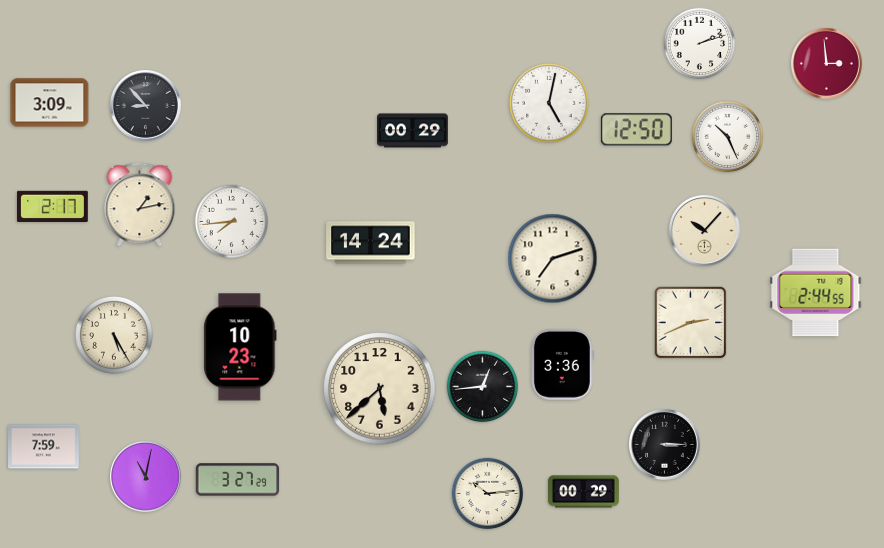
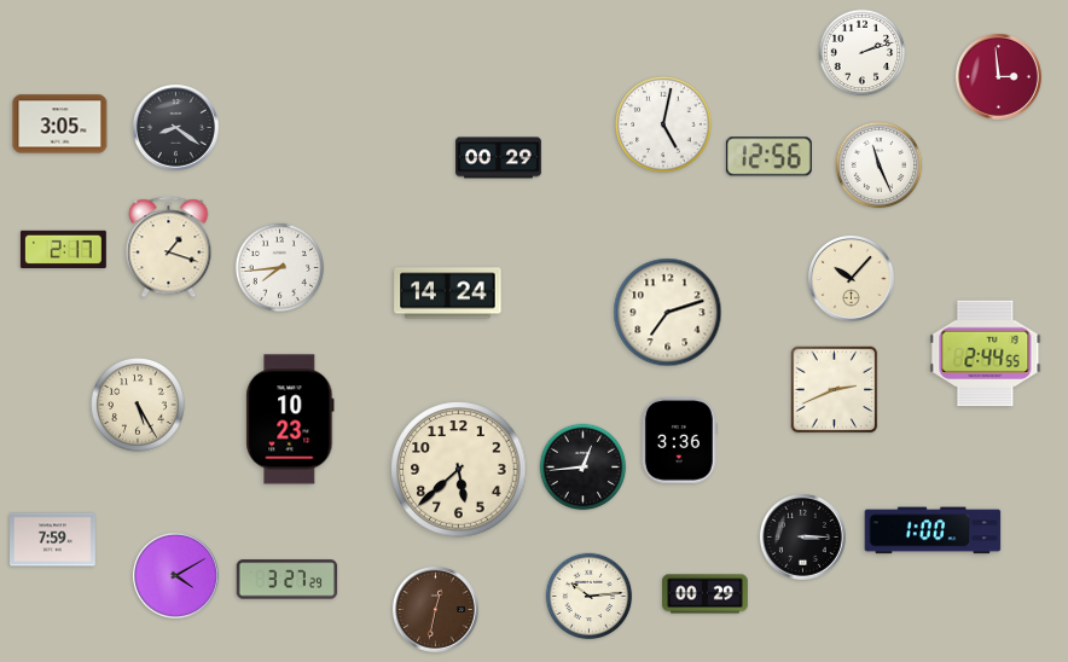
clock at (700, 44) position: (700, 44) -> (863, 53)
clock at (50, 103): 3:09 -> 3:05
clock at (146, 106): 8:53 -> 8:21
clock at (636, 130): 12:50 -> 12:56
clock at (728, 137): 10:26 -> 11:26
clock at (140, 205): 1:13 -> 1:18
clock at (933, 530): none -> 1:00
clock at (146, 477): 11:02 -> 4:10
clock at (436, 610): none -> 12:32
